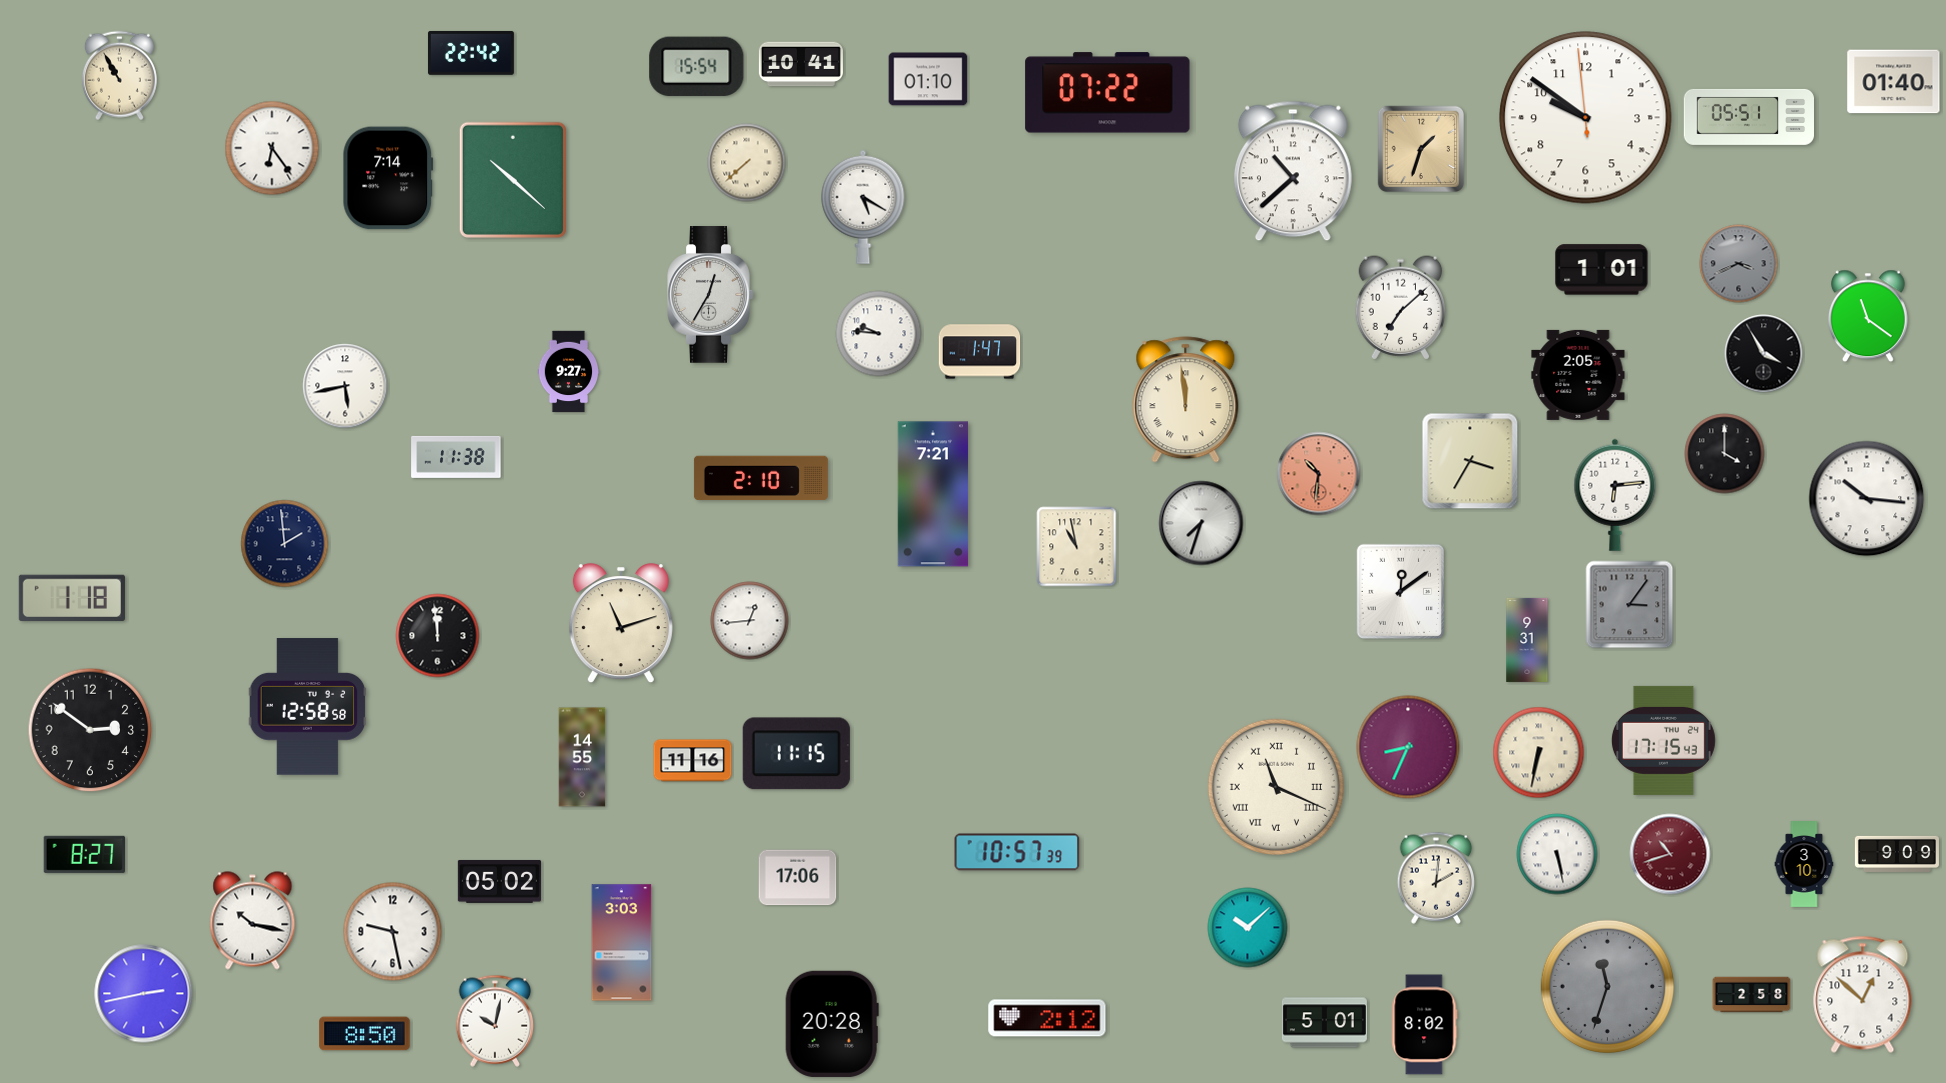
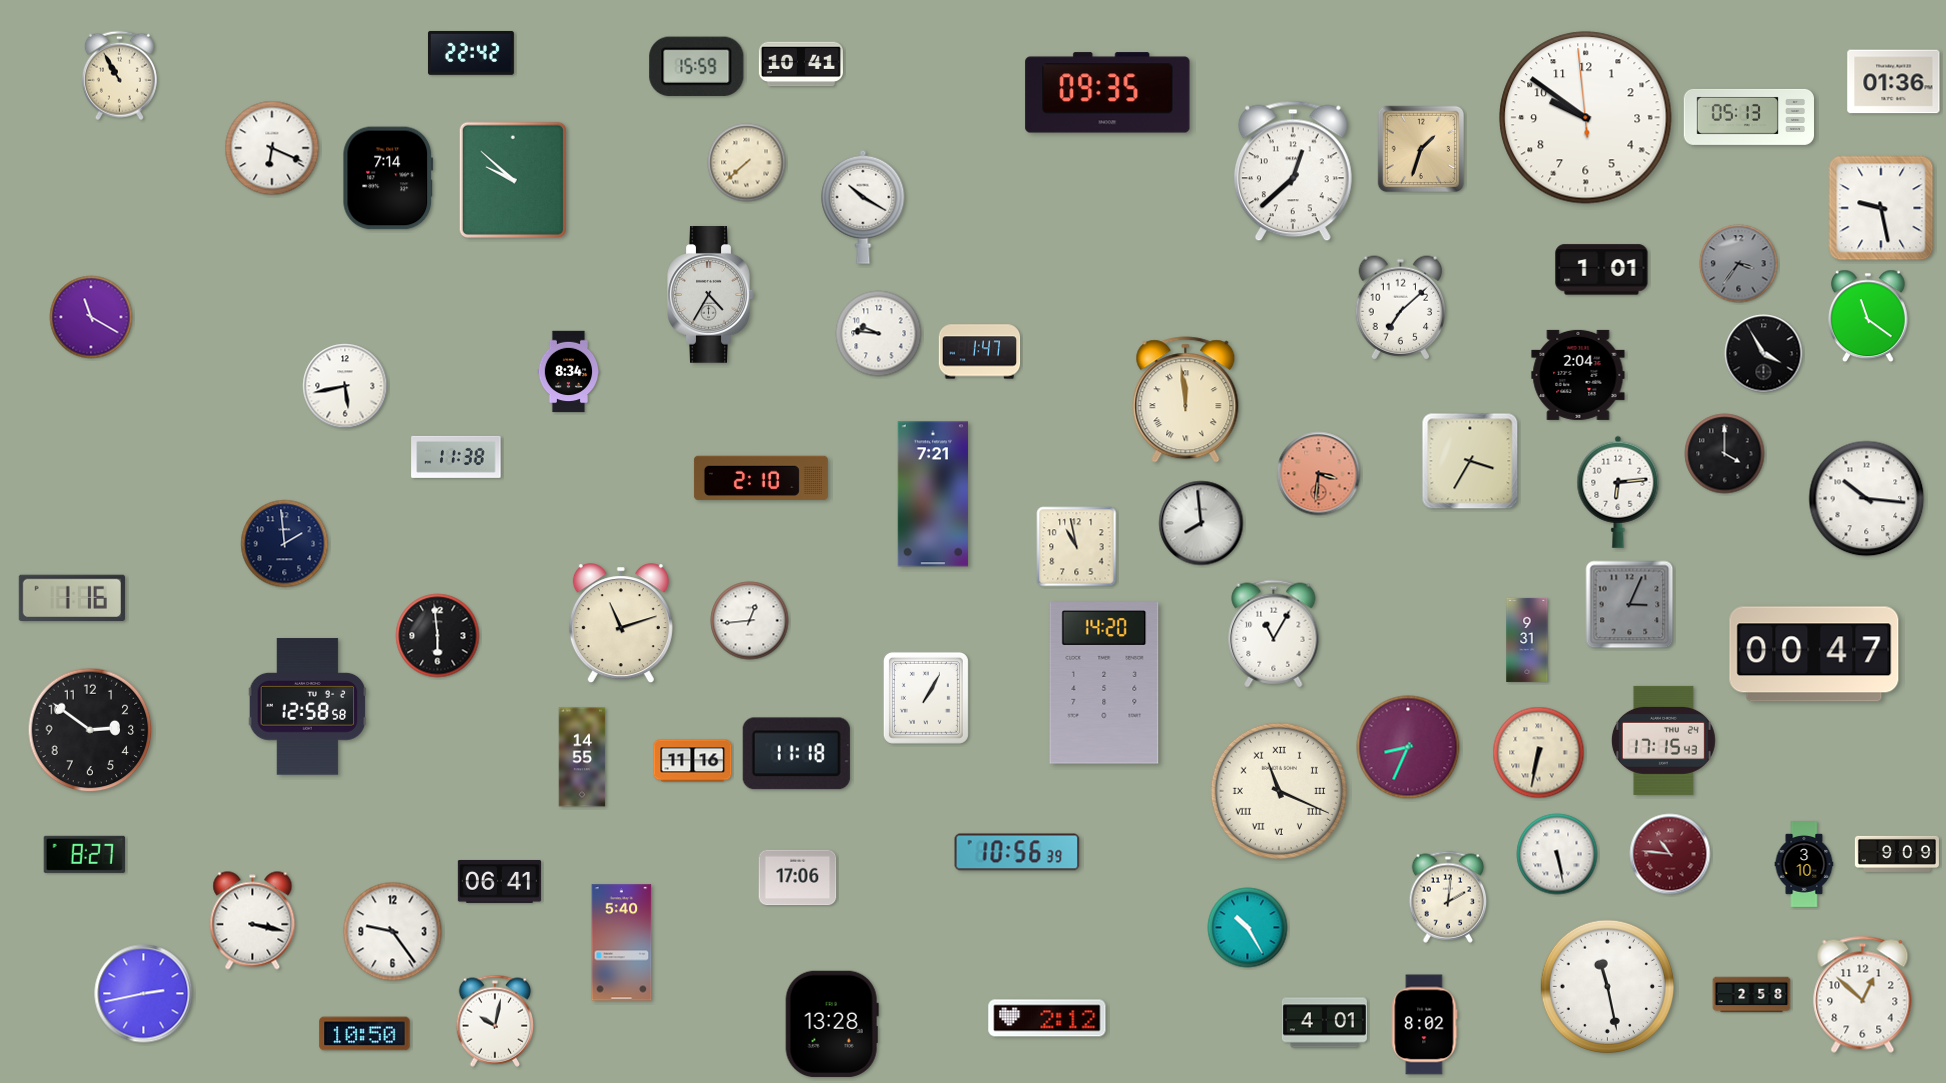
clock at (697, 66): 15:54 -> 15:59
clock at (928, 79): 01:10 -> none
clock at (1894, 82): 01:40 -> 01:36
clock at (1108, 93): 07:22 -> 09:35
clock at (1749, 117): 05:51 -> 05:13
clock at (272, 148): 6:24 -> 6:19
clock at (1293, 171): 10:38 -> 12:38
clock at (513, 180): 10:22 -> 9:52
clock at (863, 207): 5:20 -> 10:20
clock at (1881, 208): none -> 9:28
clock at (1739, 264): 3:41 -> 3:36
clock at (711, 295): 12:35 -> 4:35
clock at (91, 317): none -> 11:20
clock at (569, 372): 9:27 -> 8:34
clock at (1578, 375): 2:05 -> 2:04
clock at (1319, 474): 10:31 -> 3:31
clock at (1615, 495) position: (1615, 495) -> (1618, 492)
clock at (1201, 523): 7:33 -> 7:59
clock at (1401, 592): 12:09 -> none
clock at (72, 598): 1:18 -> 1:16
clock at (1630, 605): 3:06 -> 3:04
clock at (1274, 634): none -> 11:05
clock at (438, 636): 11:59 -> 5:59
clock at (1814, 654): none -> 00:47
clock at (1104, 683): none -> 14:20
clock at (926, 698): none -> 1:05
clock at (796, 754): 11:15 -> 11:18
clock at (1276, 787) position: (1276, 787) -> (1279, 791)
clock at (1017, 852): 10:57 -> 10:56
clock at (1670, 854): 10:42 -> 10:46
clock at (1436, 878) position: (1436, 878) -> (1448, 897)
clock at (499, 881): 05:02 -> 06:41
clock at (253, 921): 10:17 -> 3:17
clock at (1248, 928): 10:08 -> 10:25
clock at (393, 932): 9:28 -> 9:24
clock at (622, 943): 3:03 -> 5:40
clock at (1607, 986): 11:33 -> 11:28
clock at (1607, 986) dial: grey -> white
clock at (1324, 1023): 5:01 -> 4:01
clock at (832, 1024): 20:28 -> 13:28
clock at (365, 1034): 8:50 -> 10:50
